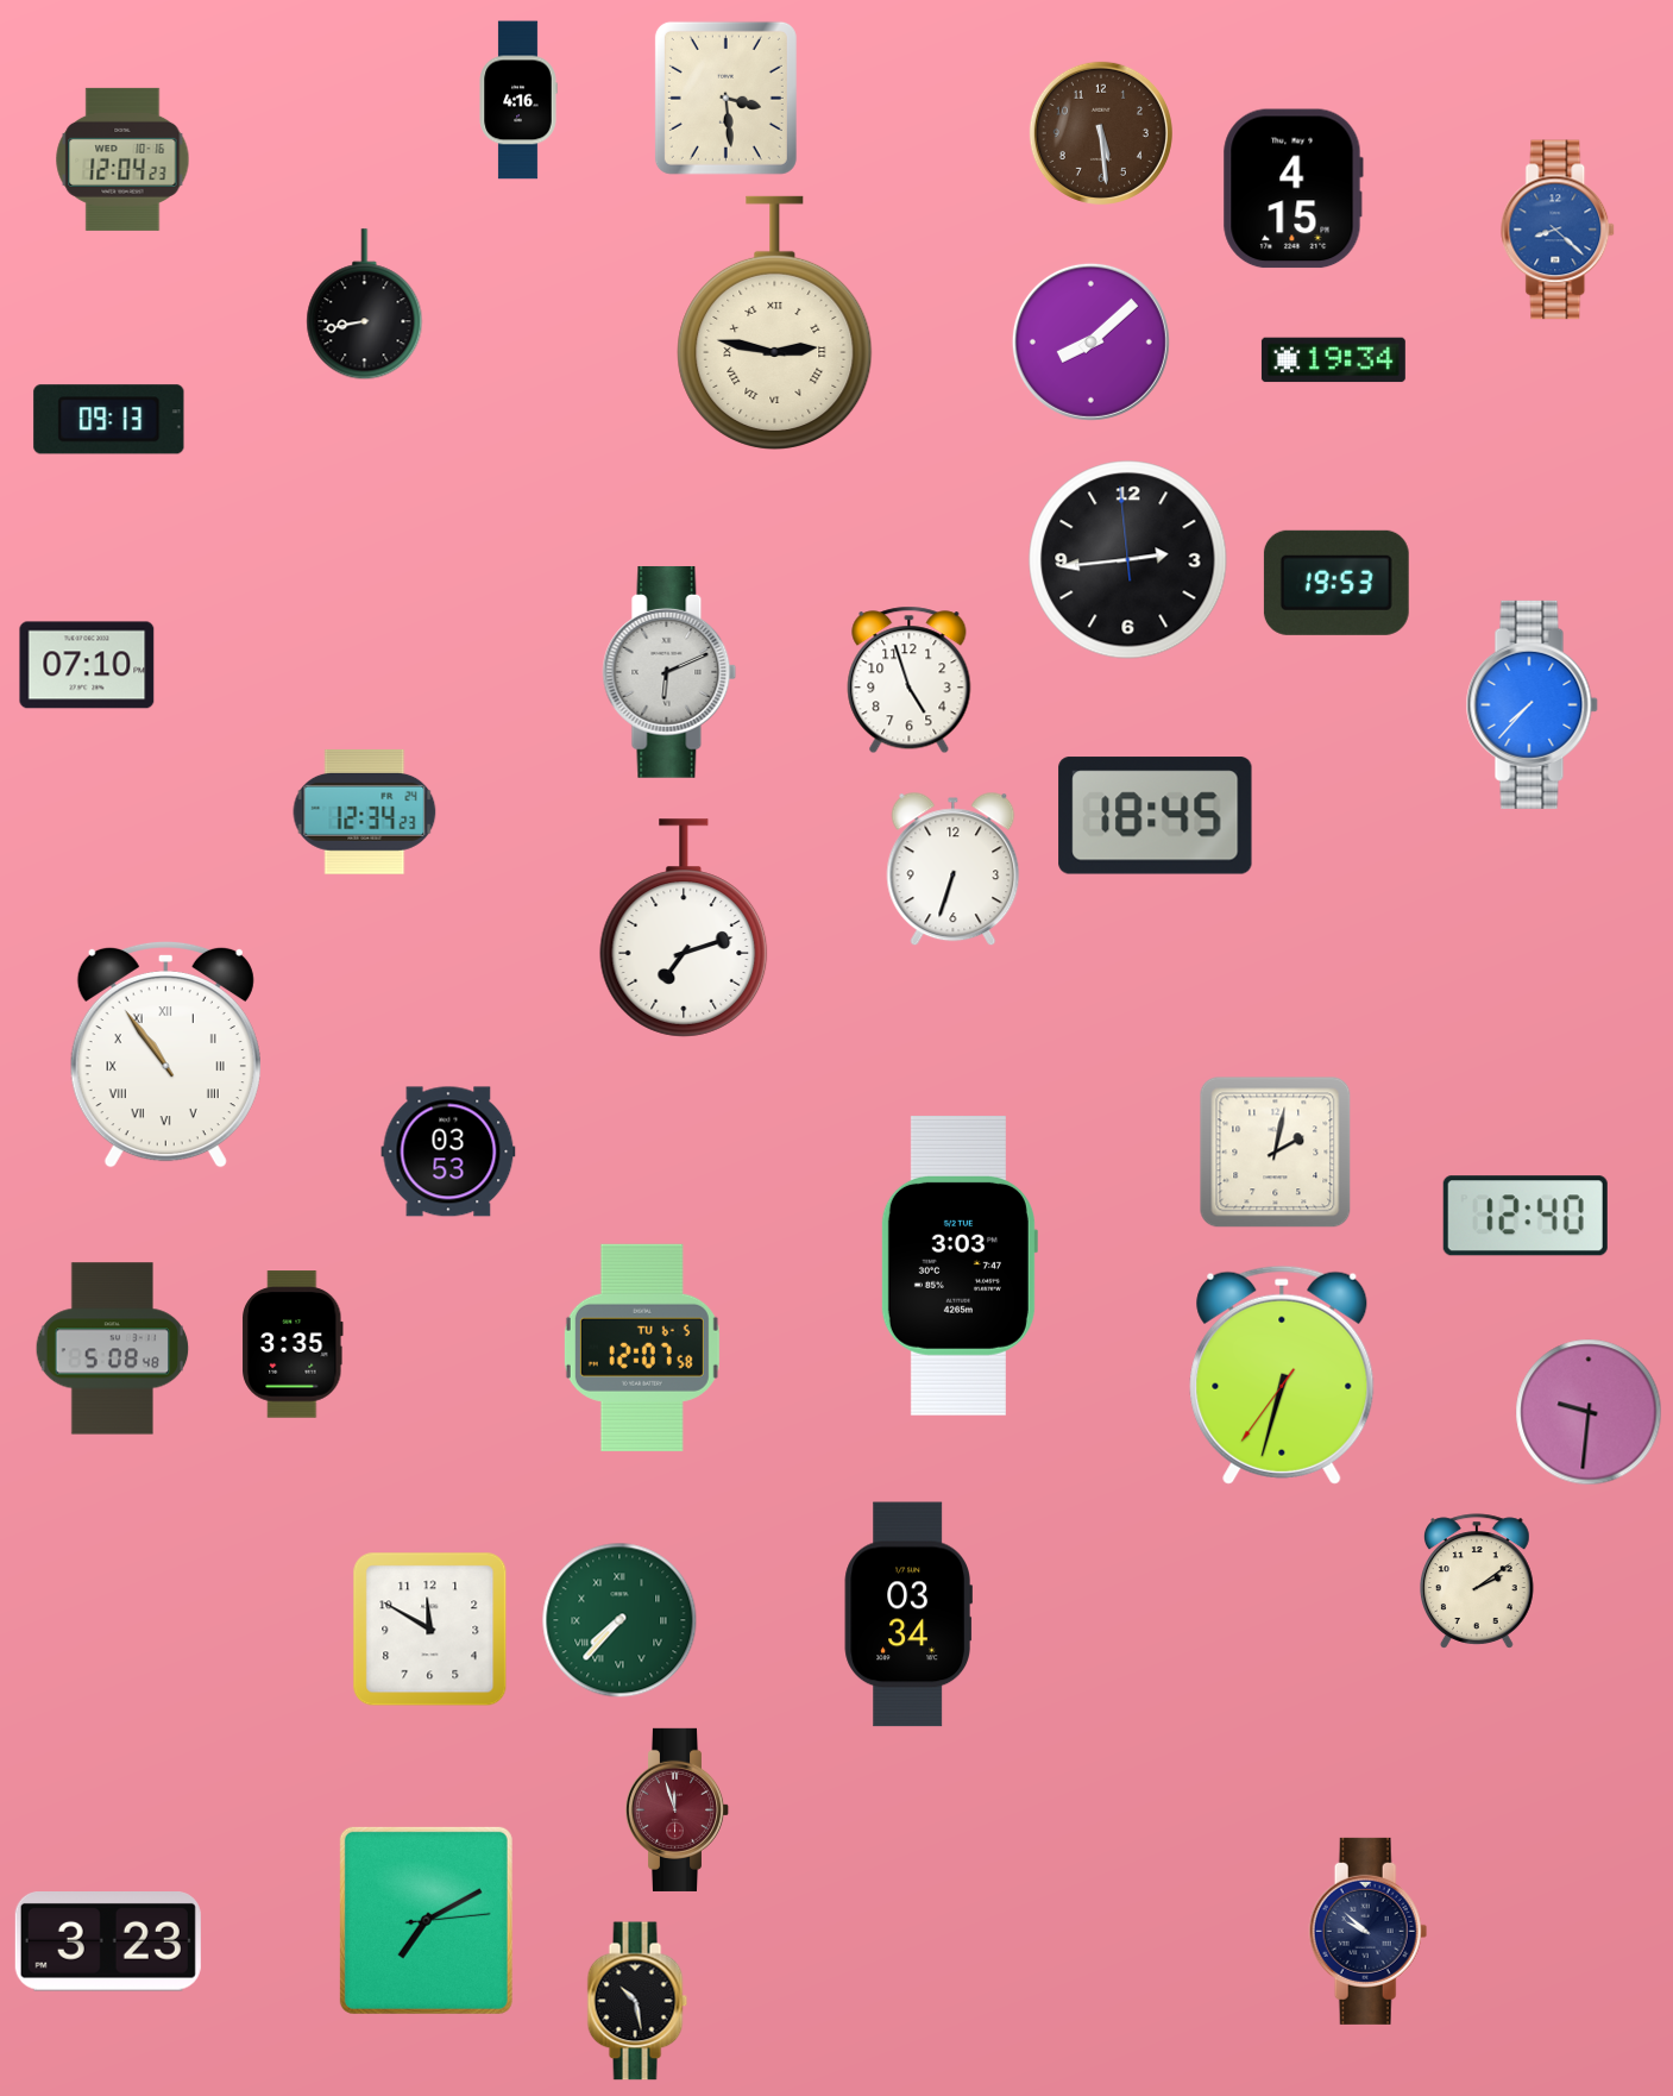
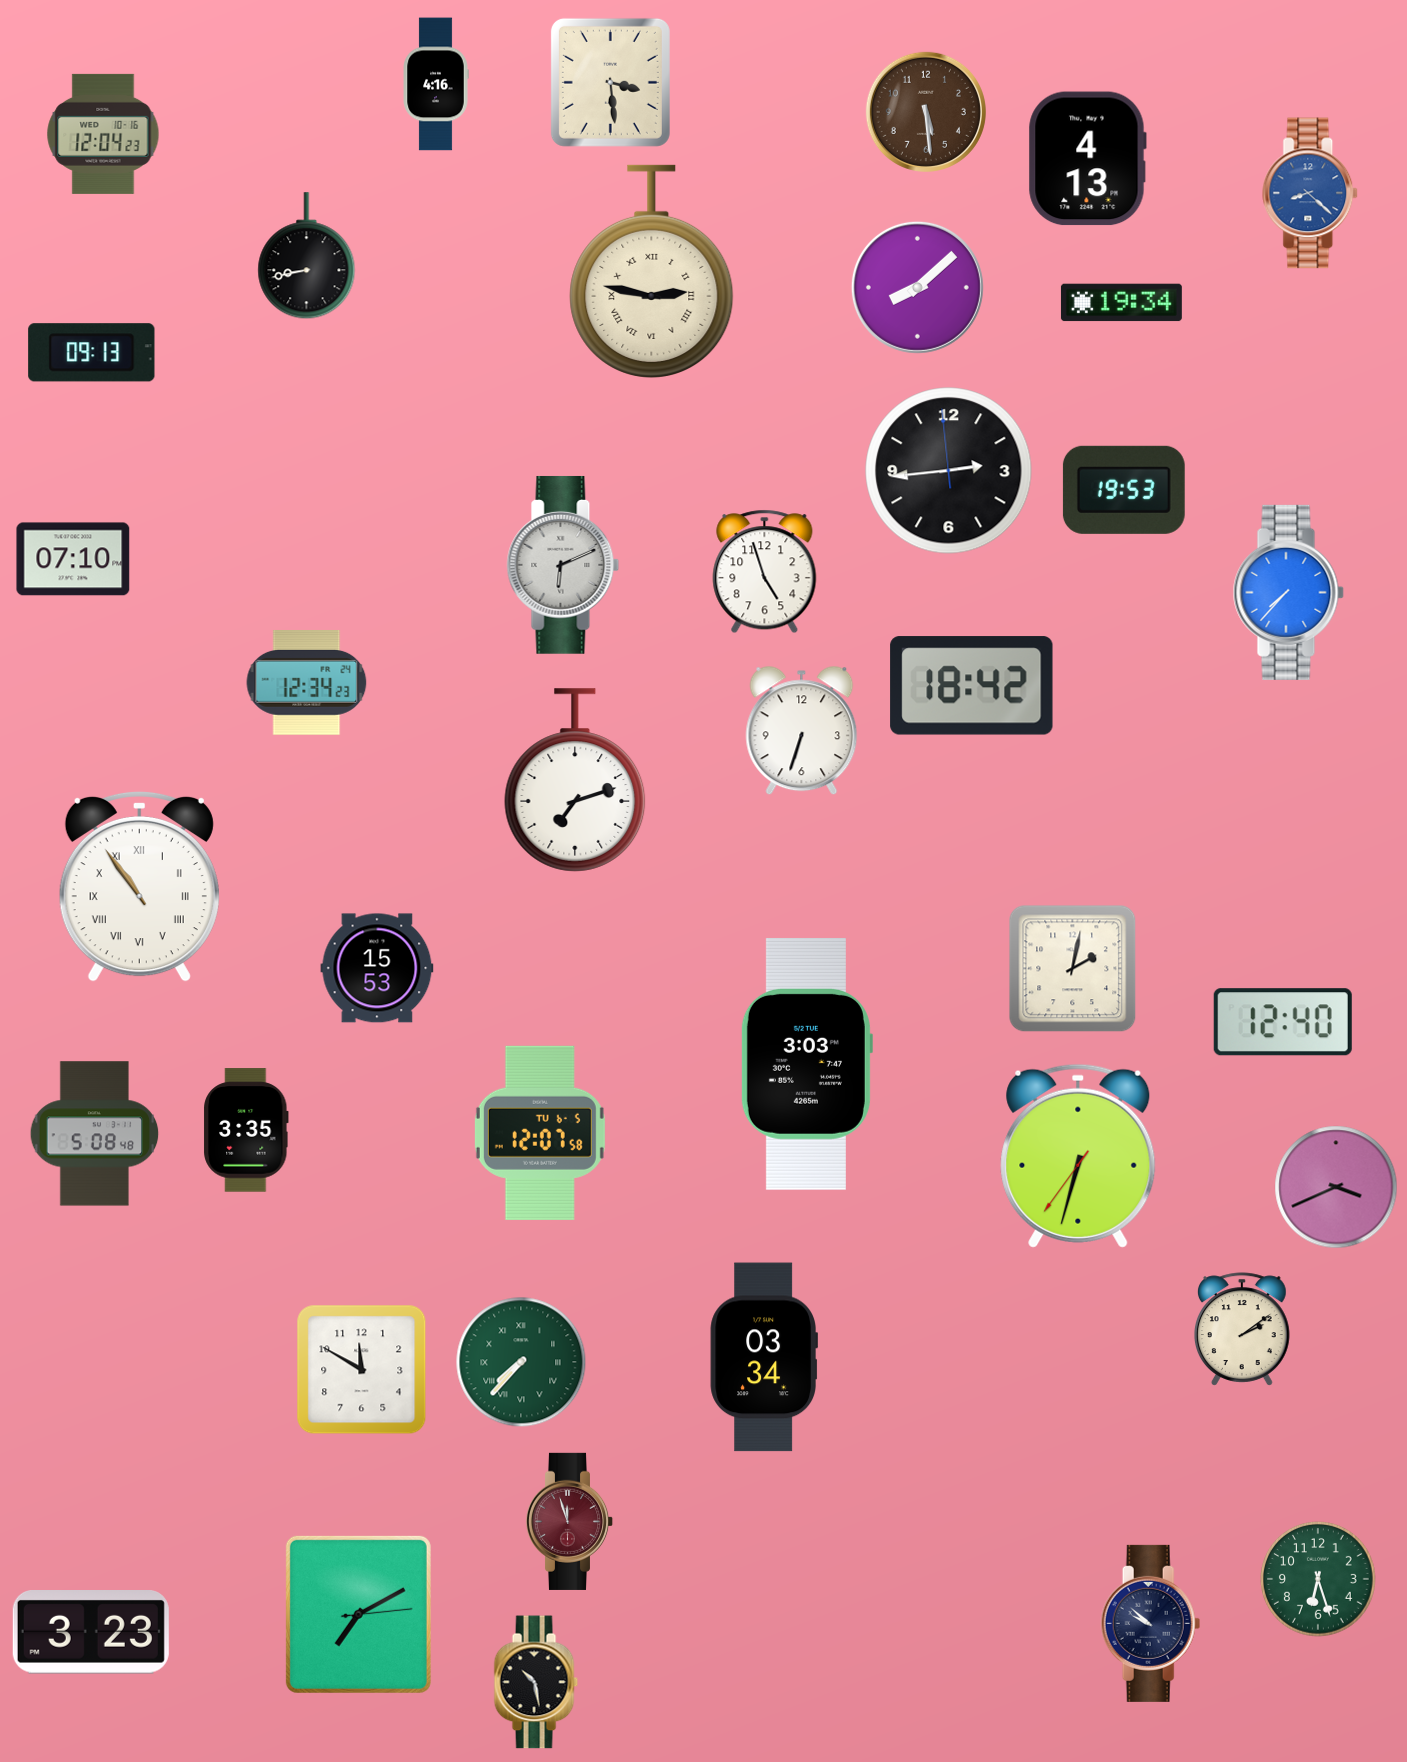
clock at (1293, 189): 4:15 -> 4:13
clock at (1156, 816): 18:45 -> 18:42
clock at (448, 1151): 03:53 -> 15:53
clock at (1589, 1412): 9:31 -> 3:41
clock at (1318, 1579): none -> 6:27
